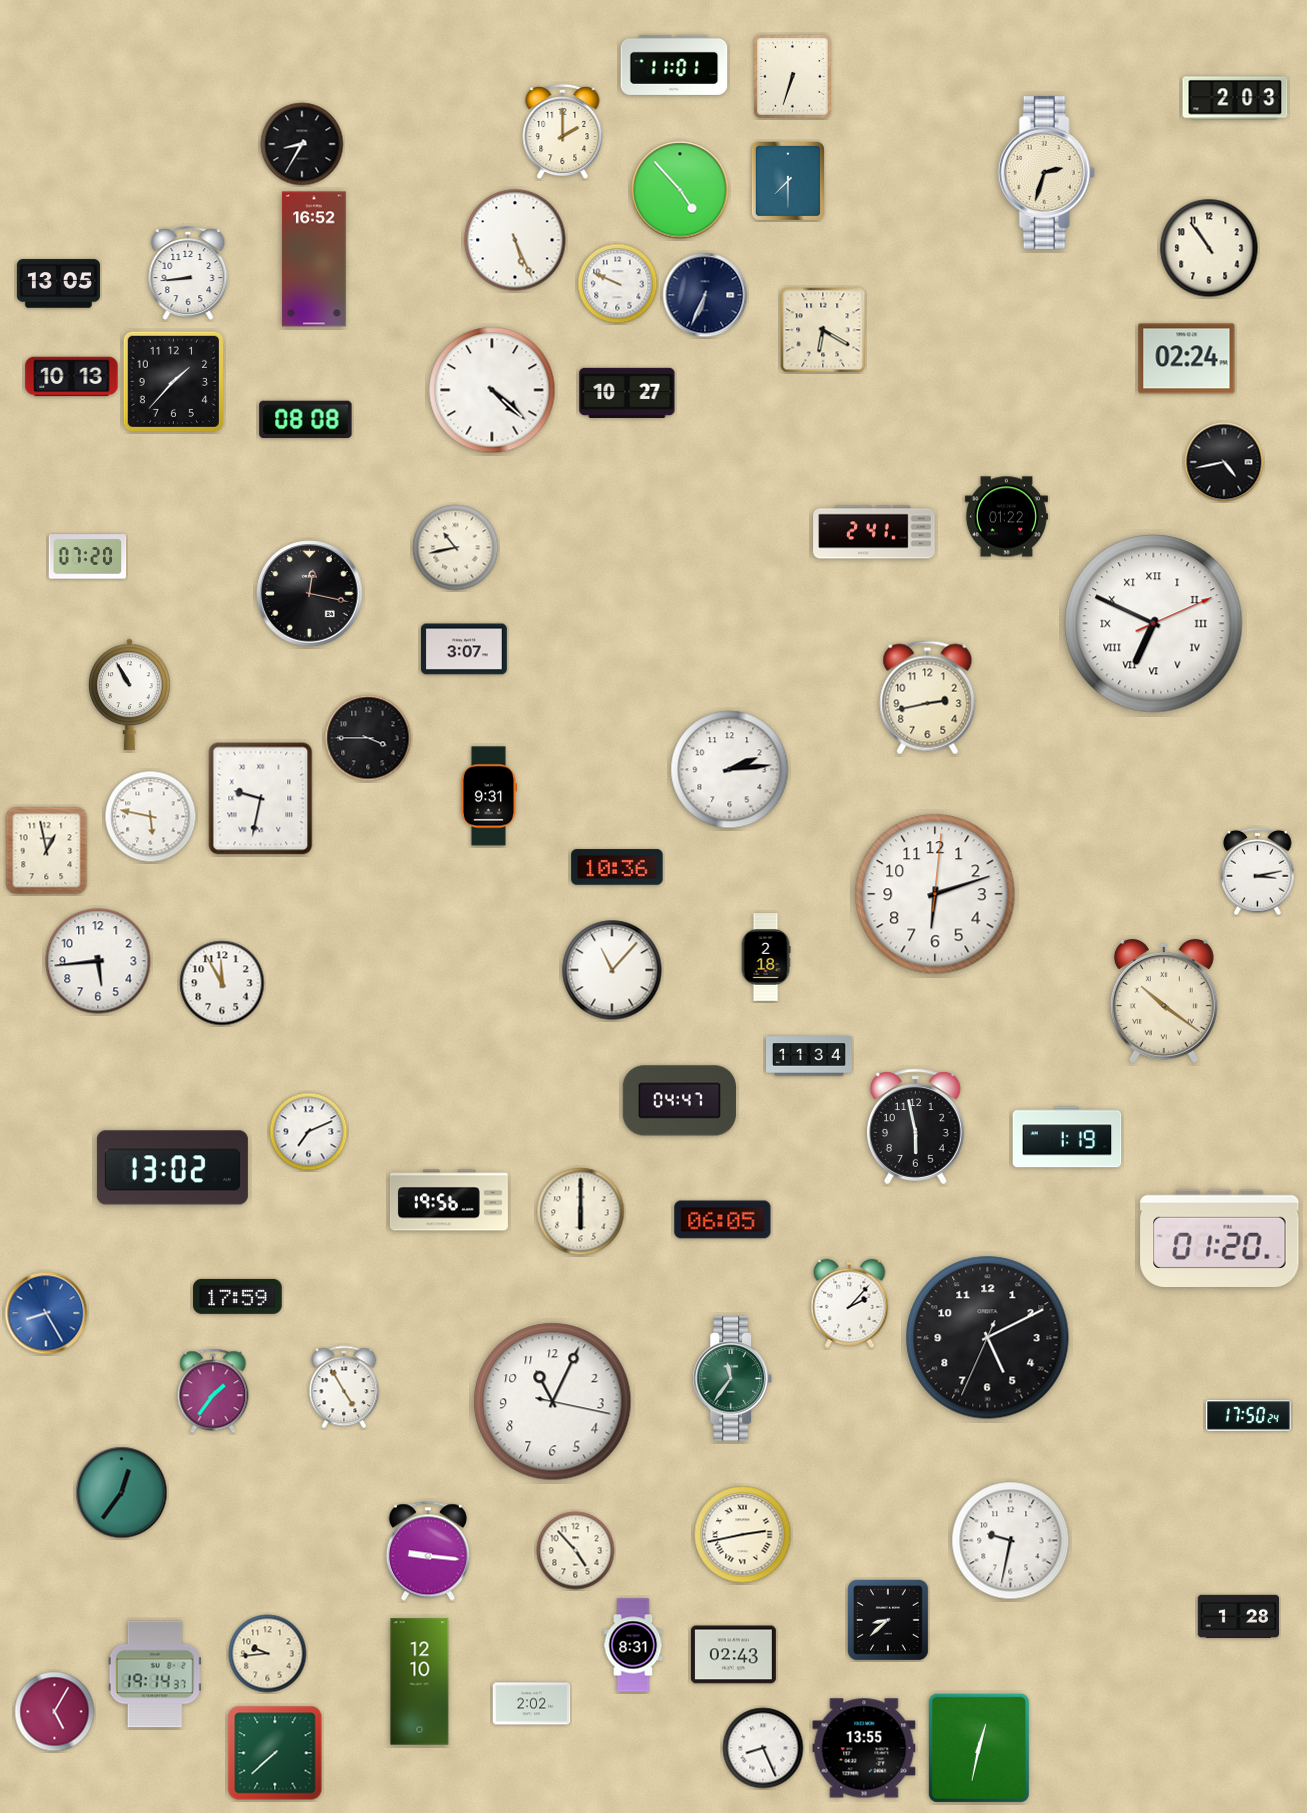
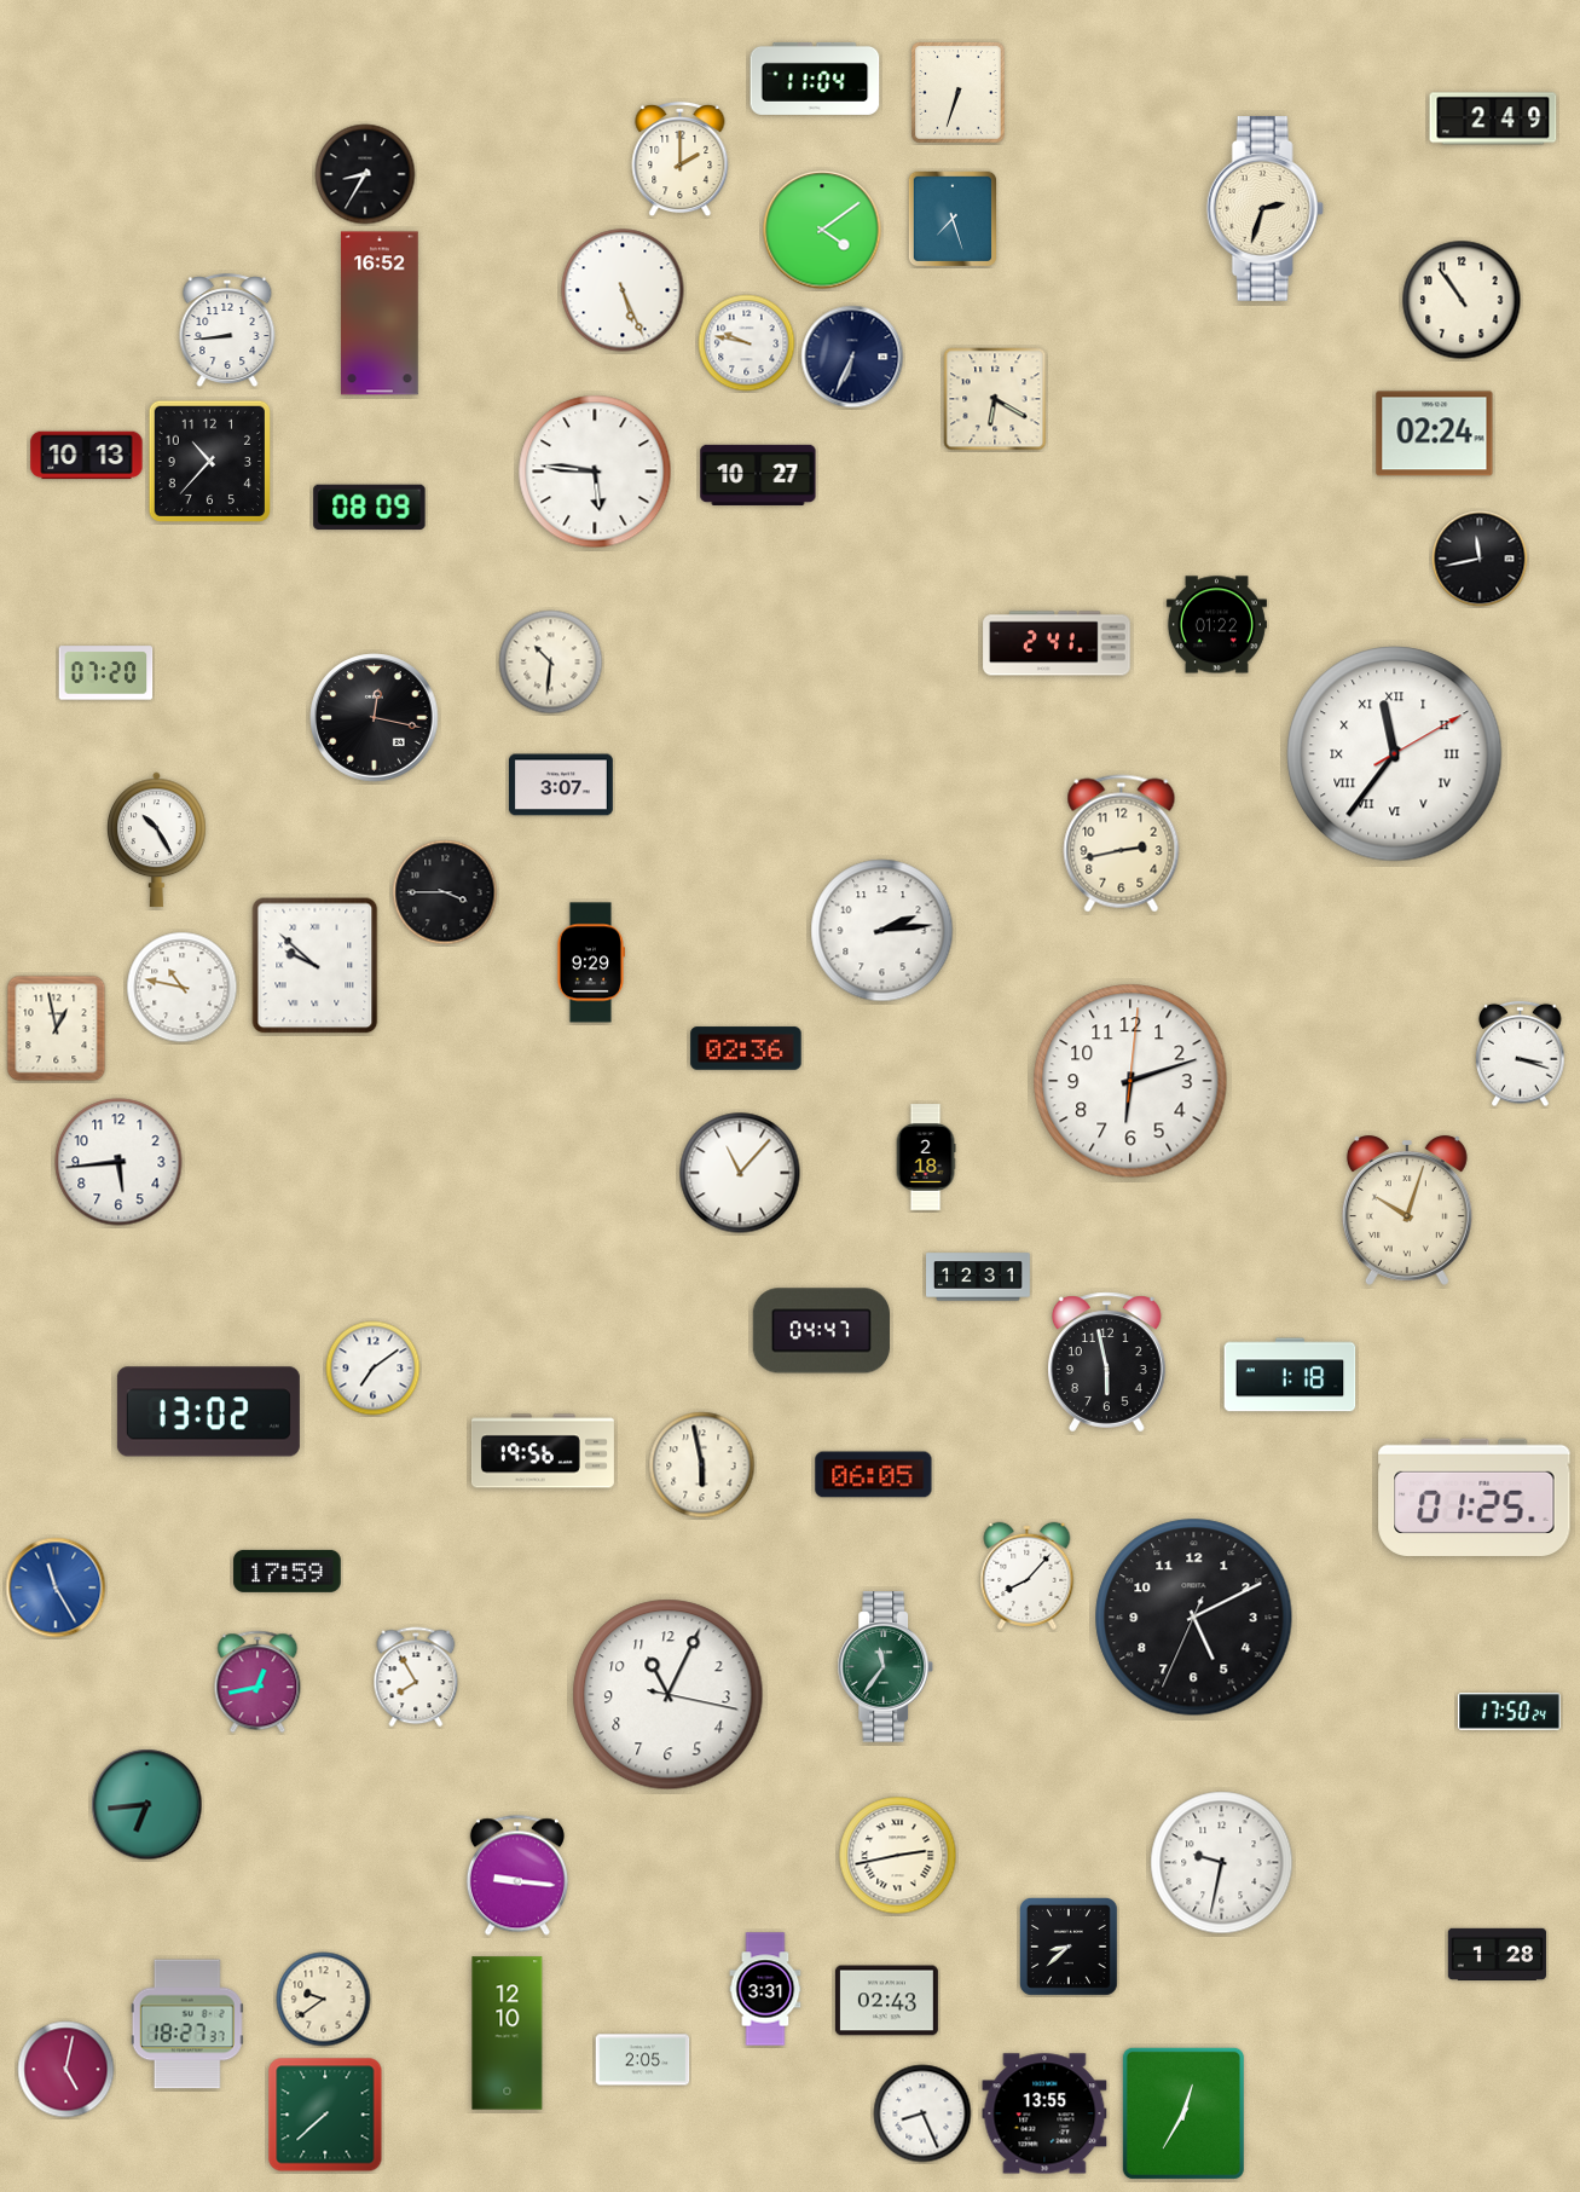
clock at (674, 65): 11:01 -> 11:04
clock at (1235, 98): 2:03 -> 2:49
clock at (787, 180): 7:30 -> 7:27
clock at (680, 190): 4:53 -> 4:09
clock at (58, 284): 13:05 -> none
clock at (618, 284): 9:49 -> 9:47
clock at (173, 381): 1:37 -> 10:37
clock at (492, 390): 4:22 -> 5:46
clock at (306, 420): 08:08 -> 08:09
clock at (1224, 462): 4:43 -> 11:43
clock at (456, 548): 10:43 -> 10:31
clock at (1154, 624): 6:49 -> 11:36
clock at (130, 695): 10:55 -> 10:25
clock at (488, 796): 9:31 -> 9:29
clock at (261, 799): 9:32 -> 9:52
clock at (151, 817): 5:47 -> 10:47
clock at (617, 867): 10:36 -> 02:36
clock at (1258, 872): 3:13 -> 3:18
clock at (222, 983): 11:55 -> none
clock at (1164, 1002): 10:21 -> 10:03
clock at (810, 1056): 11:34 -> 12:31
clock at (309, 1132): 7:11 -> 7:09
clock at (1067, 1137): 1:19 -> 1:18
clock at (581, 1212): 6:00 -> 5:58
clock at (1220, 1238): 01:20 -> 01:25
clock at (238, 1296) position: (238, 1296) -> (288, 1571)
clock at (850, 1303): 2:07 -> 8:07
clock at (46, 1313): 8:25 -> 11:25
clock at (344, 1387): 4:55 -> 7:55
clock at (213, 1391): 1:36 -> 12:43
clock at (122, 1493): 12:36 -> 6:44
clock at (576, 1551): 4:53 -> none
clock at (888, 1620) position: (888, 1620) -> (1069, 1947)
clock at (633, 1645): 8:31 -> 3:31
clock at (268, 1654): 9:44 -> 9:39
clock at (155, 1674): 19:14 -> 18:27
clock at (532, 1704): 2:02 -> 2:05
clock at (55, 1712): 5:05 -> 5:02
clock at (979, 1748): 12:32 -> 12:35
clock at (275, 1753) position: (275, 1753) -> (325, 2115)
